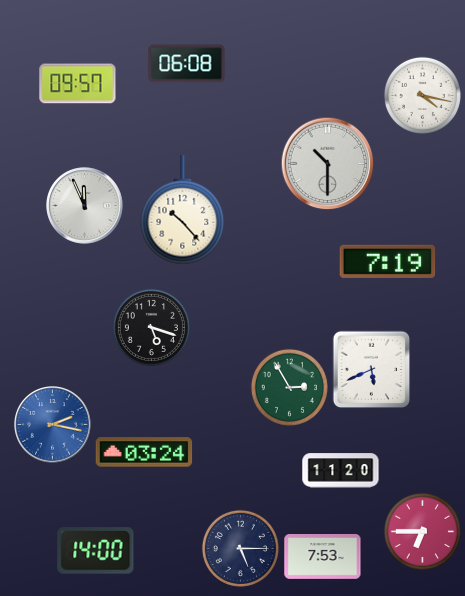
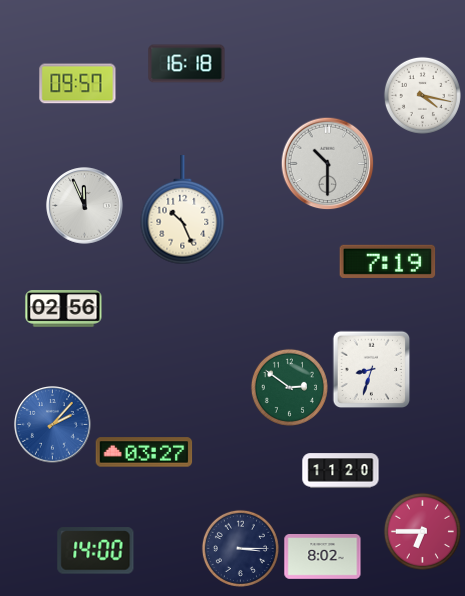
clock at (187, 64): 06:08 -> 16:18
clock at (183, 210): 10:23 -> 10:26
clock at (64, 309): none -> 02:56
clock at (151, 327): 5:18 -> none
clock at (371, 369): 5:41 -> 8:33
clock at (289, 387): 2:55 -> 2:51
clock at (53, 425): 2:17 -> 2:07
clock at (144, 452): 03:24 -> 03:27
clock at (240, 548): 5:15 -> 3:15
clock at (323, 557): 7:53 -> 8:02
